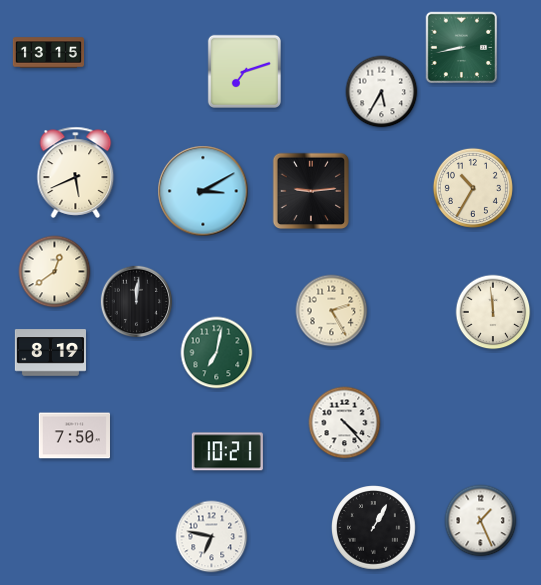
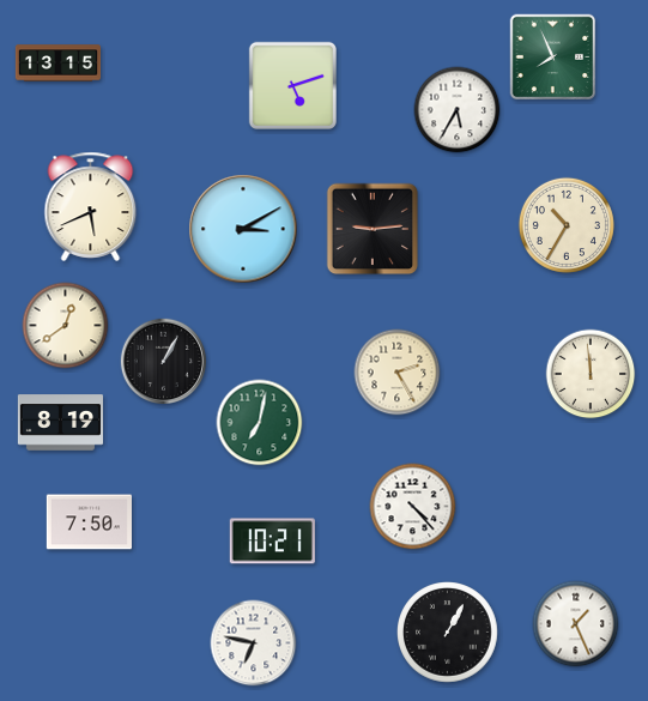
clock at (462, 48): 8:43 -> 7:56
clock at (244, 71): 7:12 -> 5:12
clock at (136, 301): 12:01 -> 1:05
